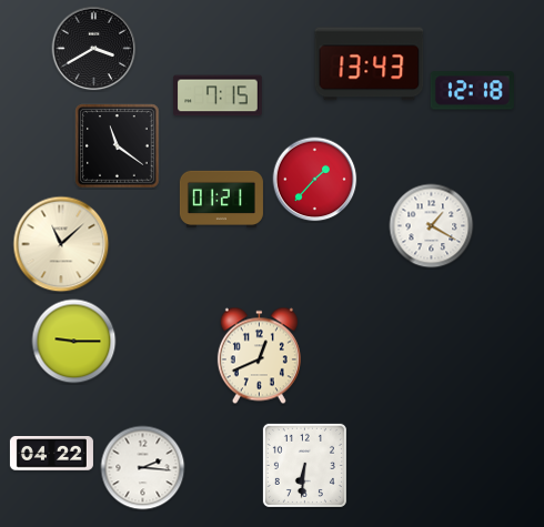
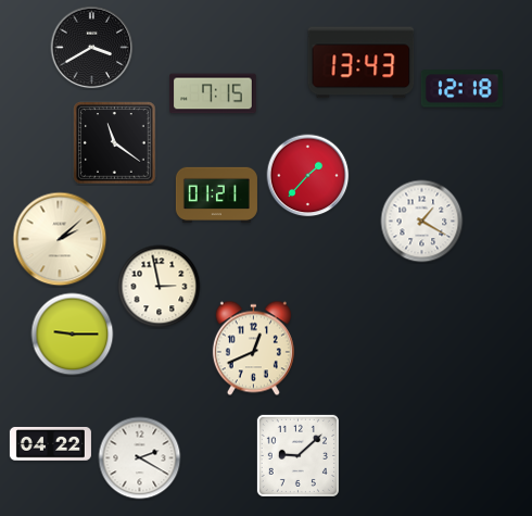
clock at (61, 244): 11:08 -> 2:08
clock at (160, 287): none -> 2:58
clock at (304, 465): 6:31 -> 9:08
clock at (143, 468): 2:16 -> 2:20
